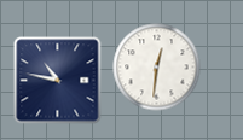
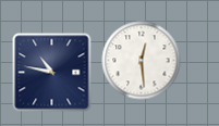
clock at (157, 68): 12:31 -> 12:29
